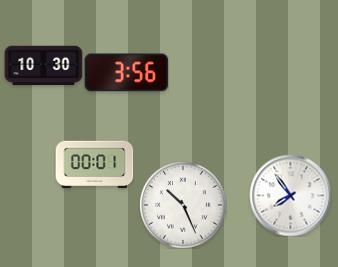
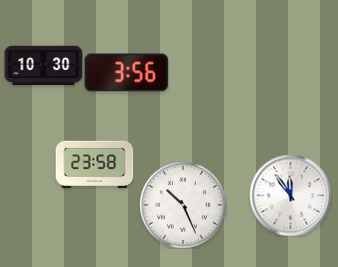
clock at (94, 165): 00:01 -> 23:58
clock at (290, 195): 7:54 -> 11:54
